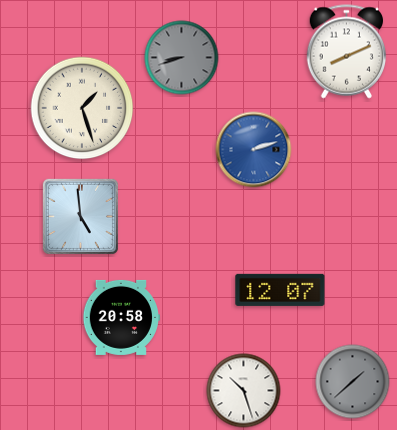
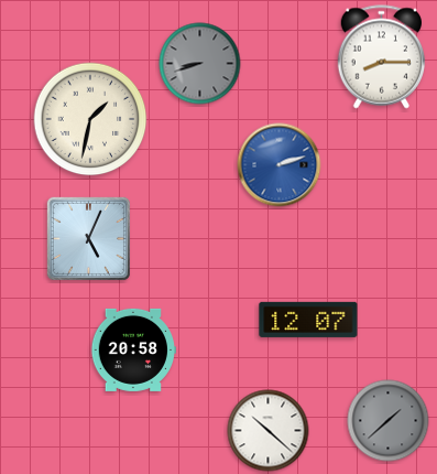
clock at (347, 52): 8:11 -> 8:15
clock at (82, 108): 1:27 -> 1:32
clock at (80, 216): 4:59 -> 5:04
clock at (244, 391): 10:27 -> 10:22
